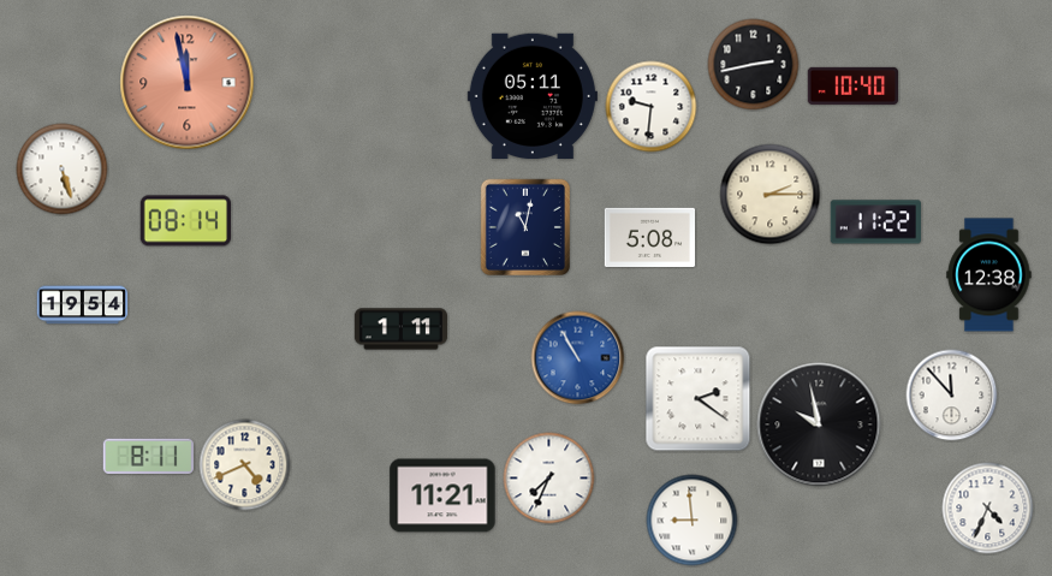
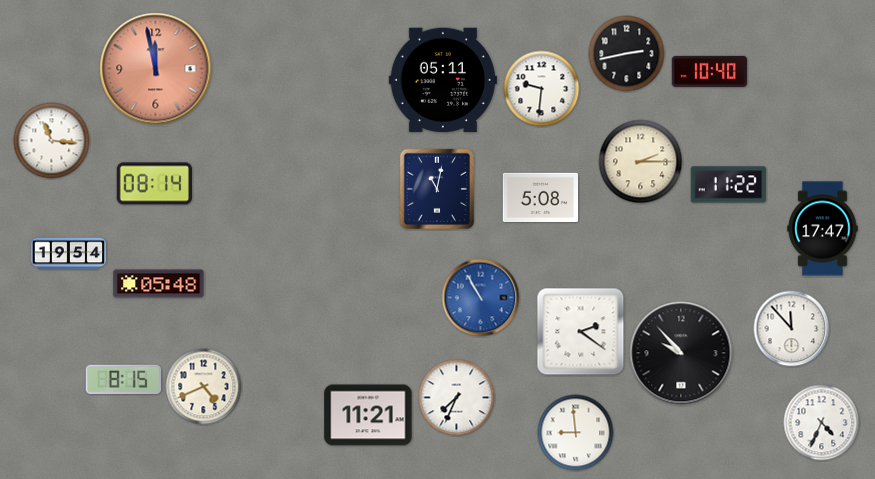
clock at (63, 170): 5:27 -> 11:16
clock at (989, 275): 12:38 -> 17:47
clock at (400, 329): 1:11 -> none
clock at (159, 284): none -> 05:48
clock at (819, 424): 9:58 -> 9:53
clock at (148, 456): 8:11 -> 8:15
clock at (442, 495) position: (442, 495) -> (368, 415)
